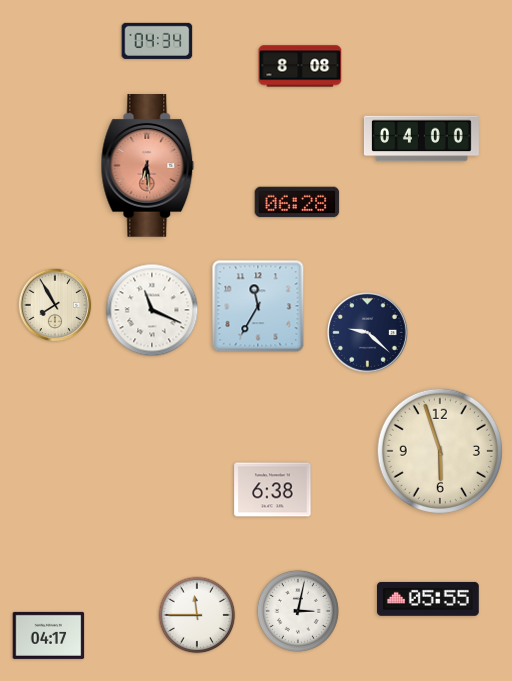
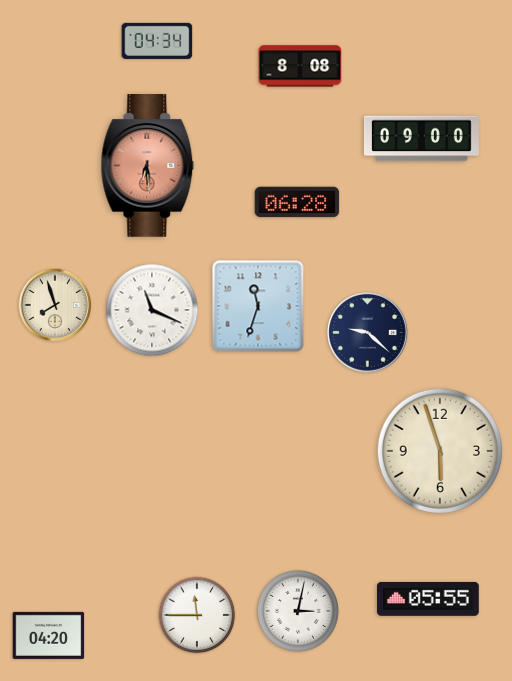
clock at (421, 139): 04:00 -> 09:00
clock at (55, 305): 7:55 -> 7:57
clock at (258, 306): 11:35 -> 11:33
clock at (273, 490): 6:38 -> none
clock at (49, 635): 04:17 -> 04:20
